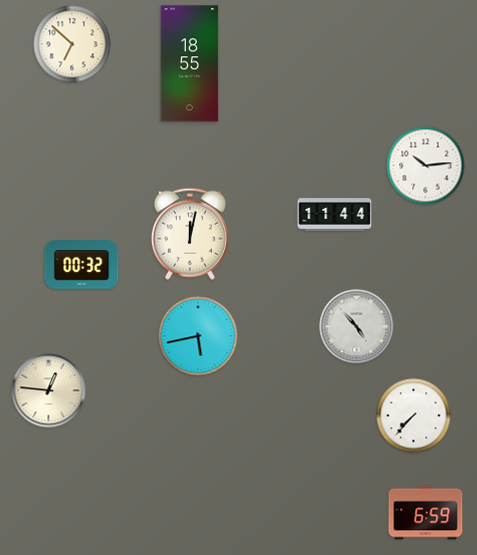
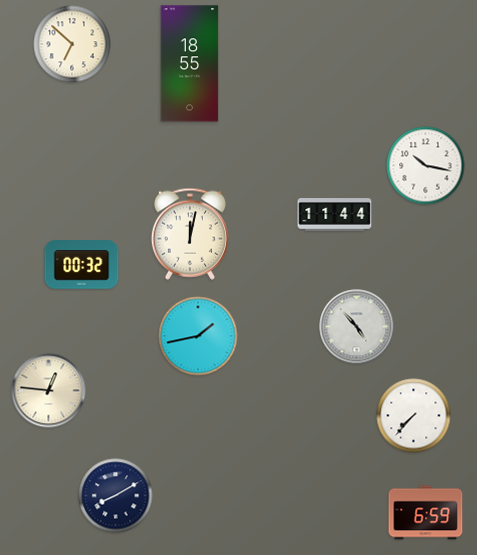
clock at (426, 166): 10:14 -> 10:17
clock at (198, 336): 5:43 -> 1:43
clock at (116, 496): none -> 8:10
